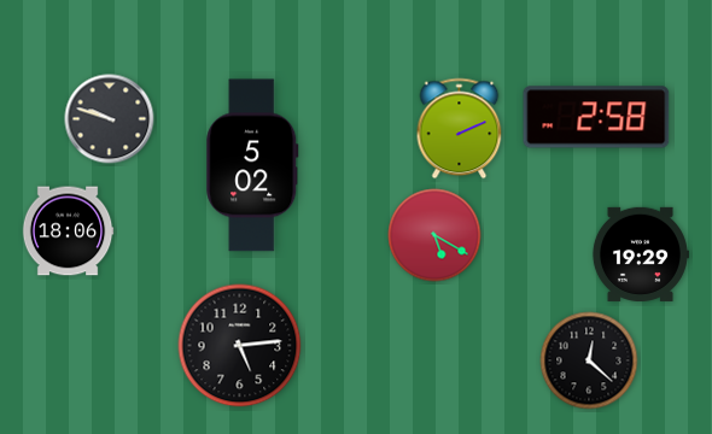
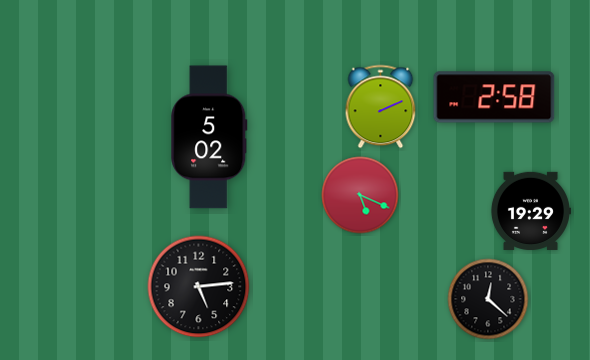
clock at (110, 119): 9:48 -> none
clock at (68, 231): 18:06 -> none
clock at (434, 235): 5:20 -> 5:19
